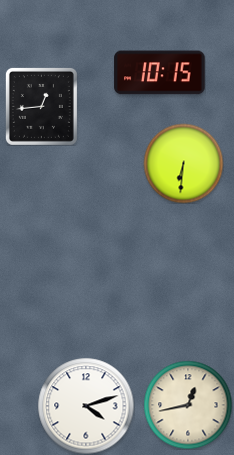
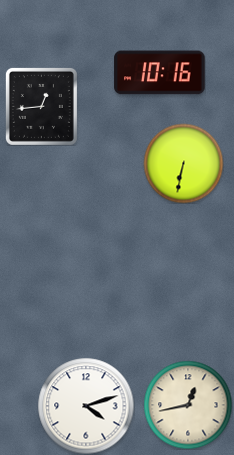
clock at (160, 73): 10:15 -> 10:16
clock at (183, 163): 6:31 -> 6:32
